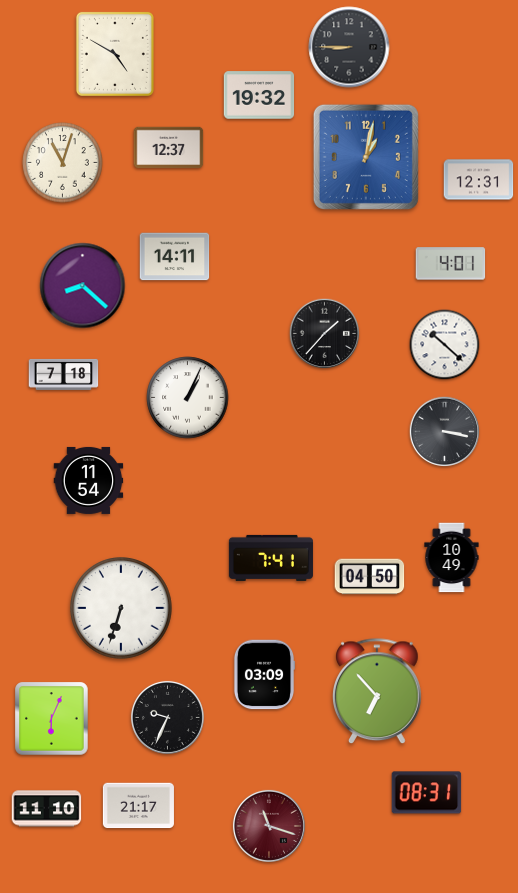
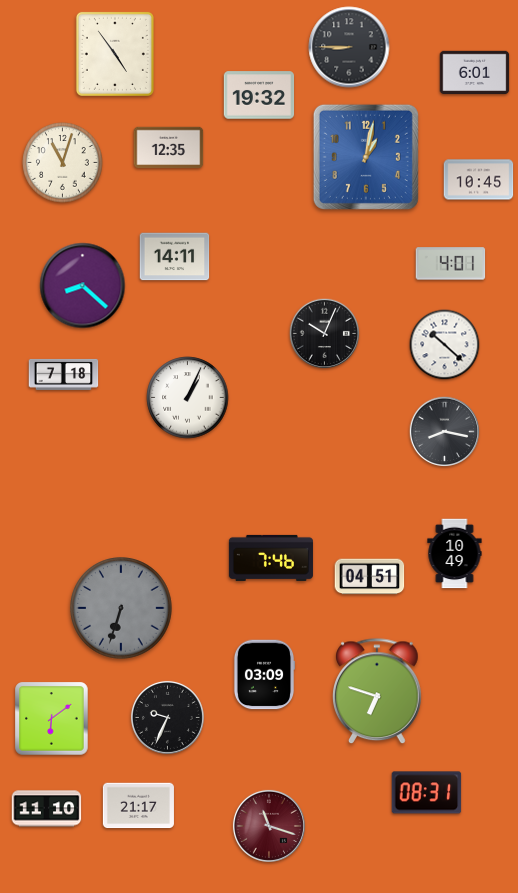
clock at (115, 54): 4:50 -> 4:54
clock at (475, 73): none -> 6:01
clock at (169, 148): 12:37 -> 12:35
clock at (479, 180): 12:31 -> 10:45
clock at (325, 334): 1:37 -> 10:04
clock at (445, 432): 3:17 -> 8:17
clock at (89, 480): 11:54 -> none
clock at (271, 558): 7:41 -> 7:46
clock at (452, 558) position: (452, 558) -> (455, 554)
clock at (370, 577): 04:50 -> 04:51
clock at (121, 608) dial: white -> grey
clock at (378, 692): 6:53 -> 6:48
clock at (52, 719): 6:04 -> 6:09
